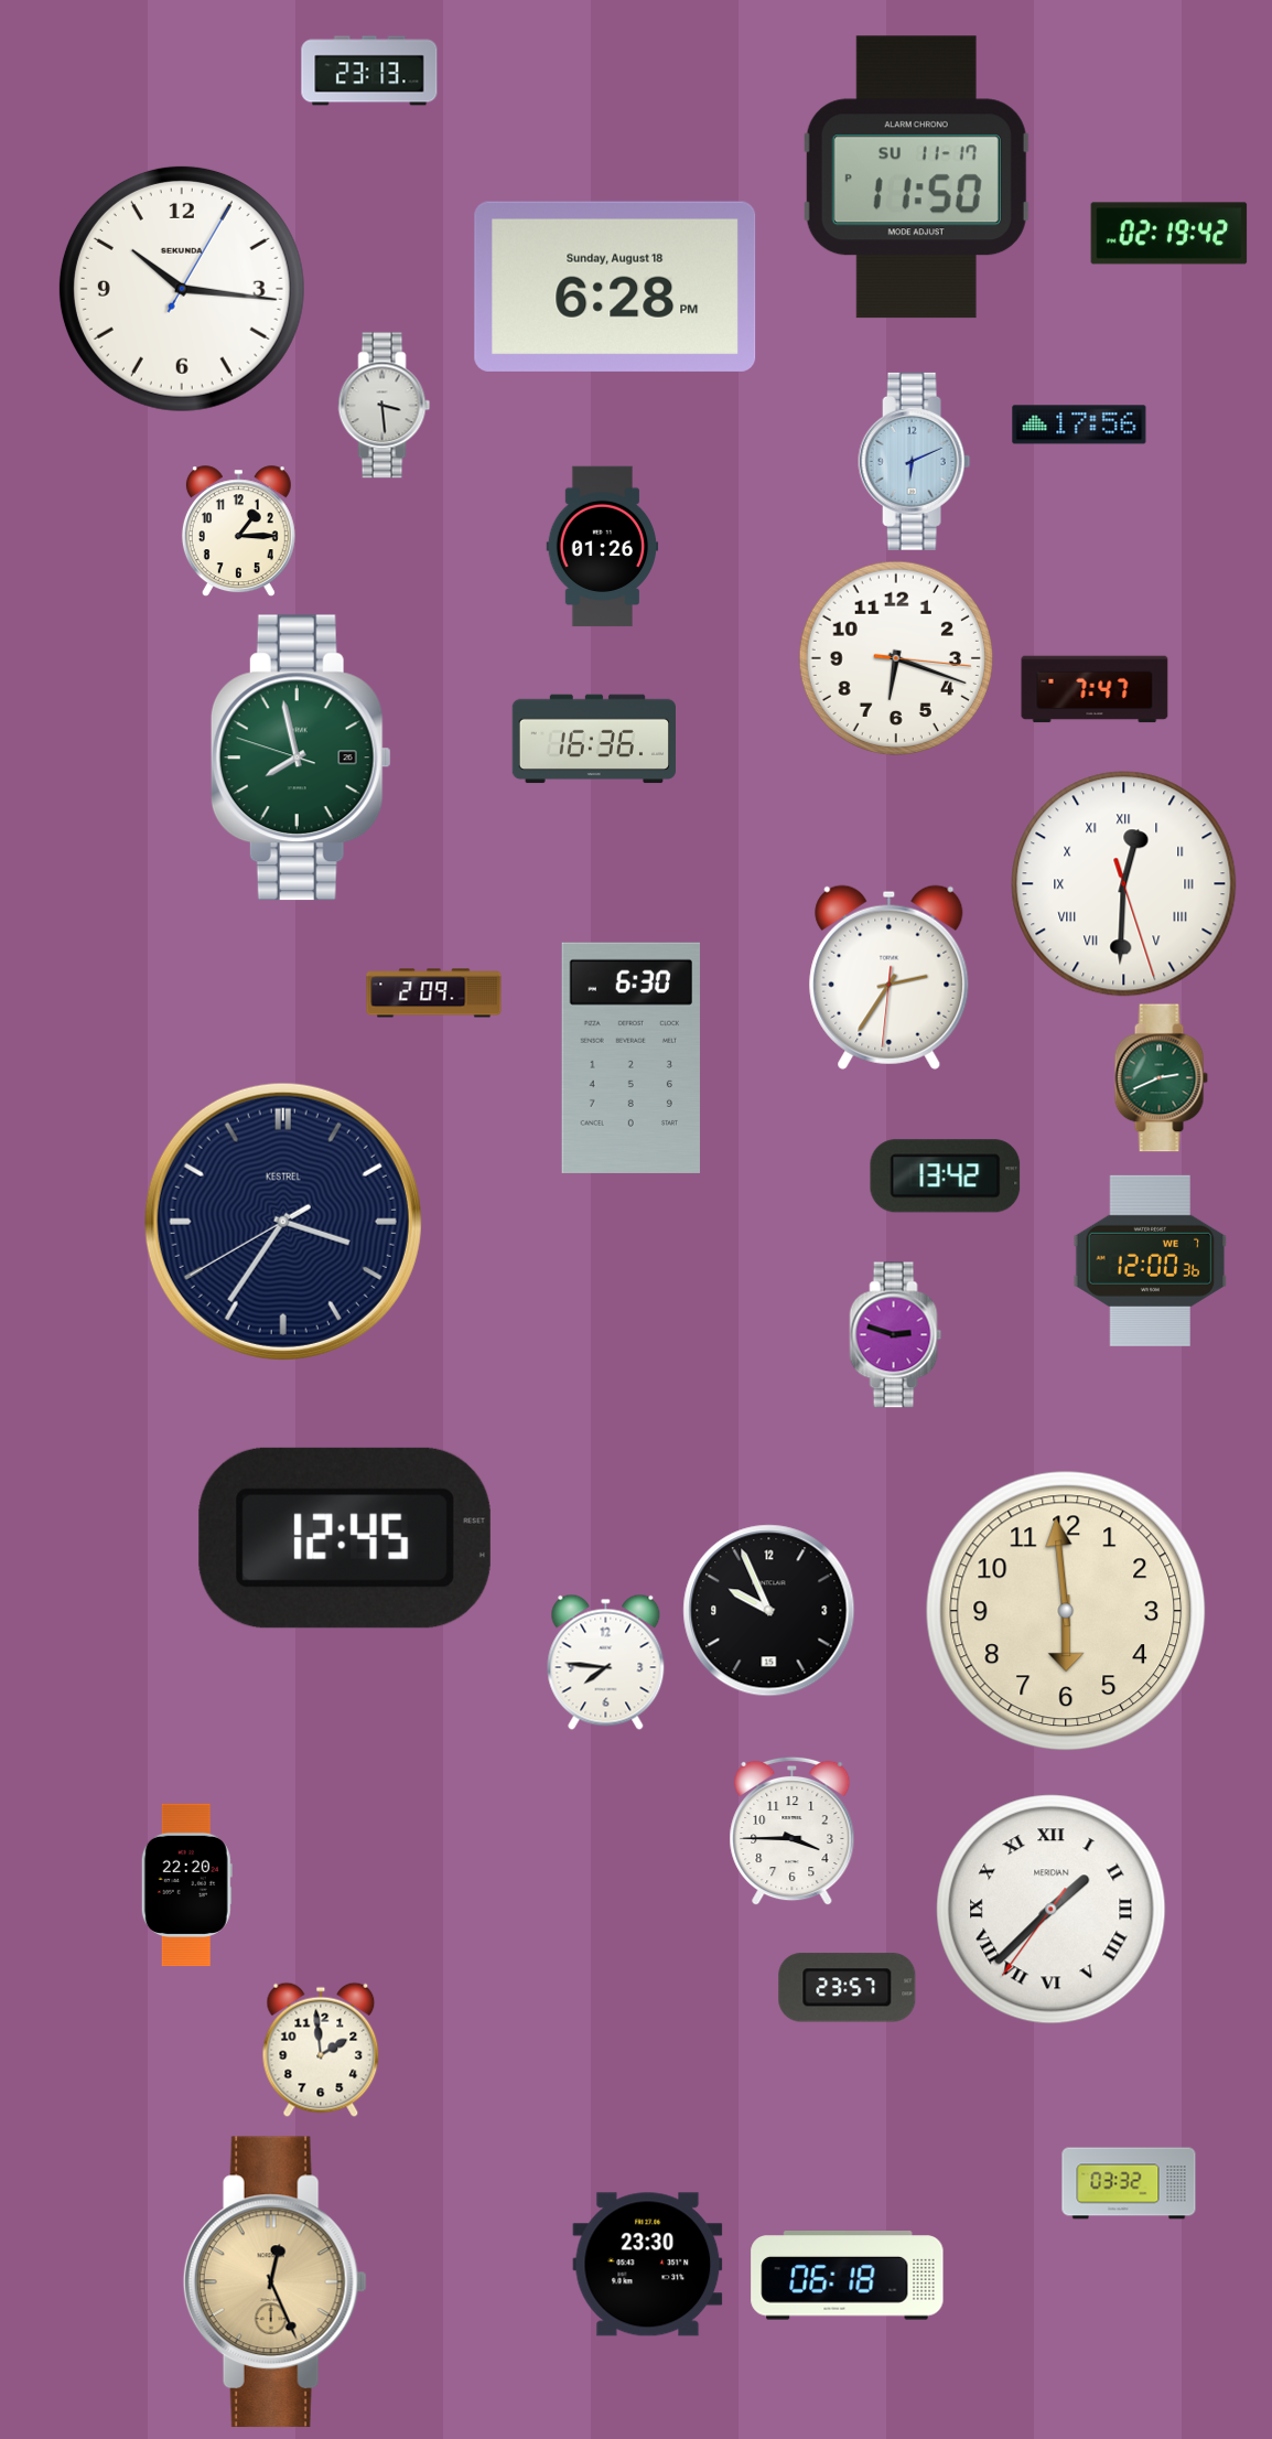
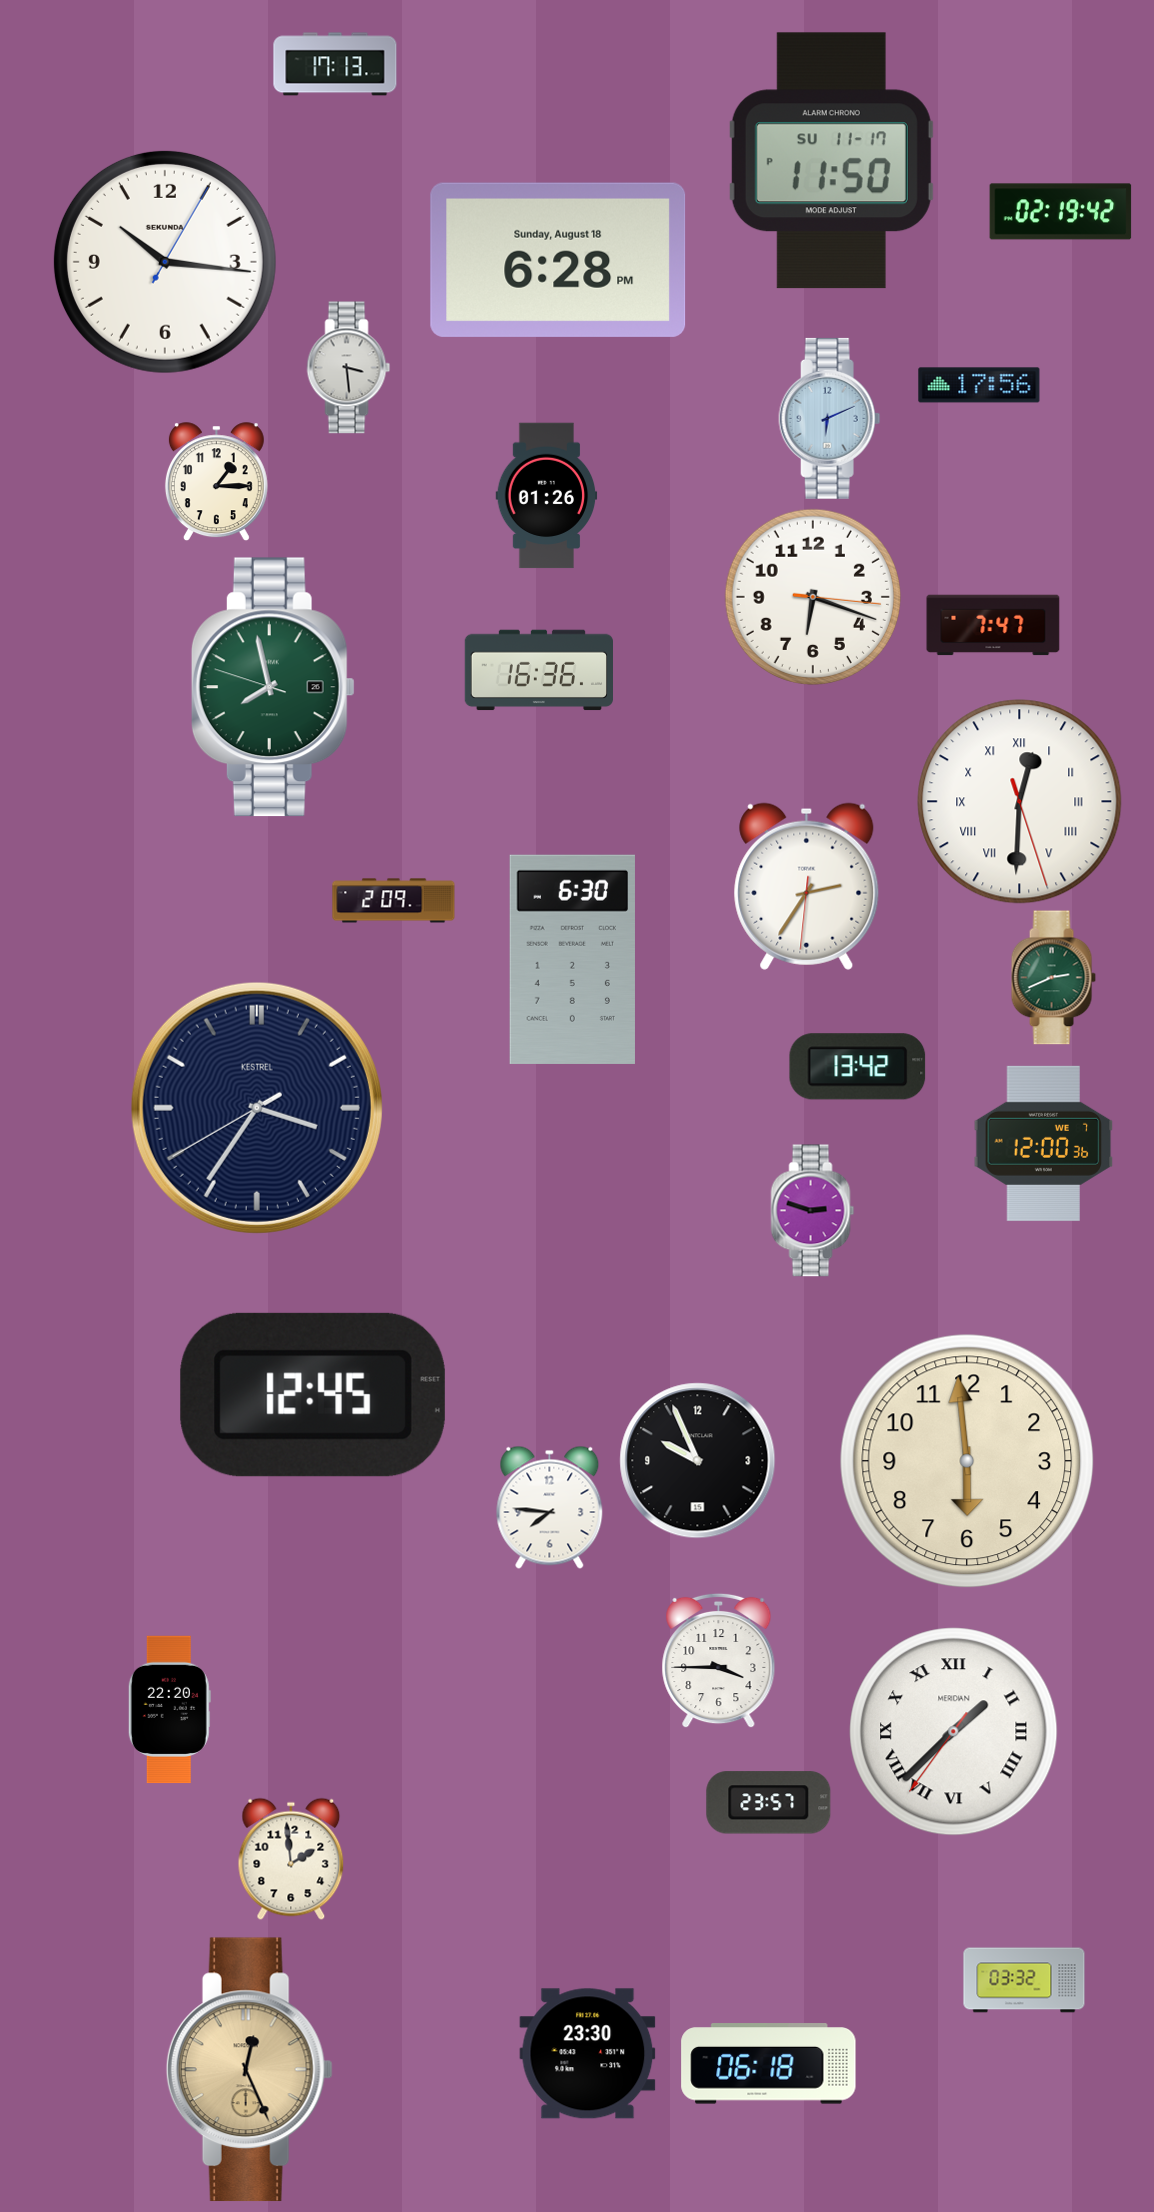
clock at (369, 71): 23:13 -> 17:13
